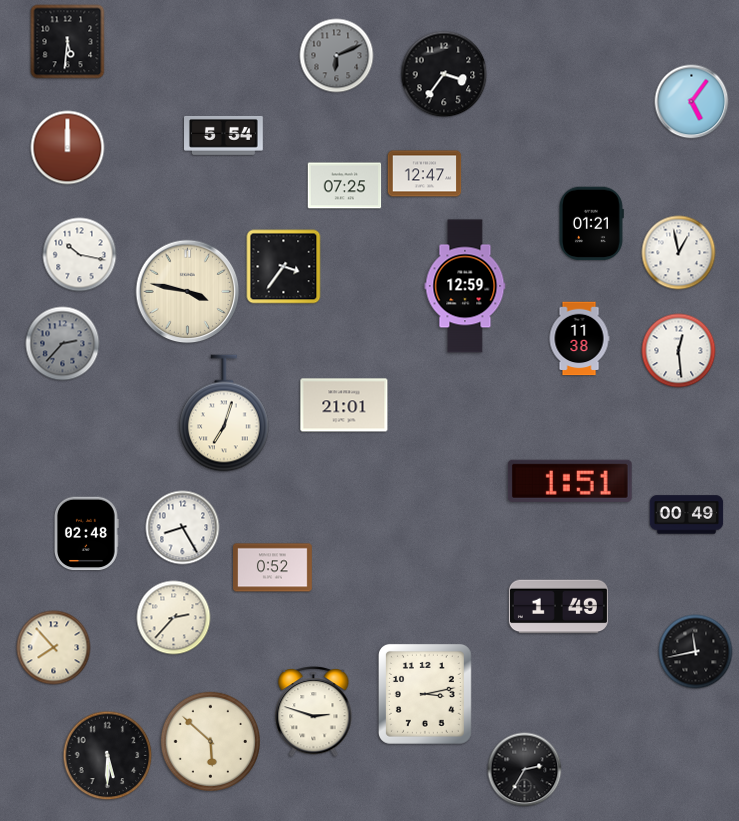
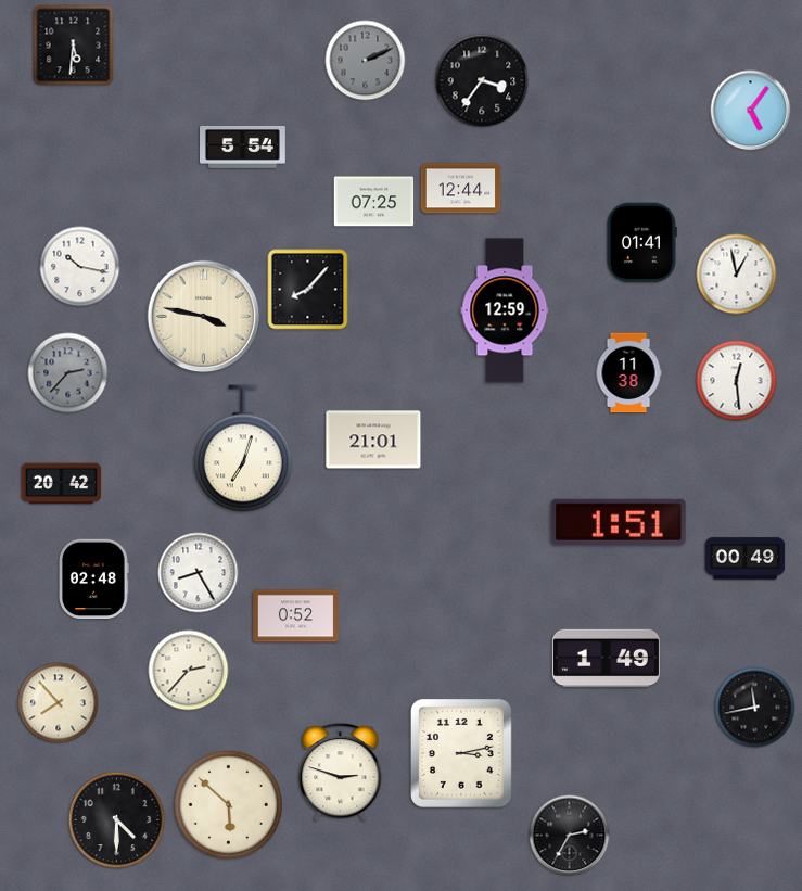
clock at (337, 56): 6:11 -> 2:11
clock at (68, 148): 12:00 -> none
clock at (425, 174): 12:47 -> 12:44
clock at (592, 224): 01:21 -> 01:41
clock at (80, 255) position: (80, 255) -> (80, 267)
clock at (284, 267): 3:36 -> 8:07
clock at (579, 339) position: (579, 339) -> (628, 373)
clock at (62, 484): none -> 20:42
clock at (108, 756): 5:30 -> 4:30
